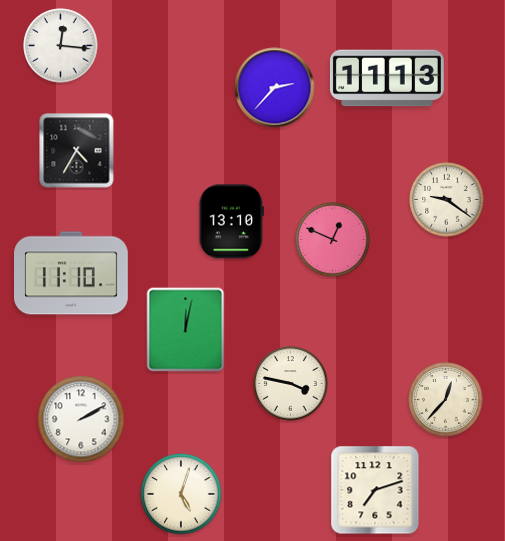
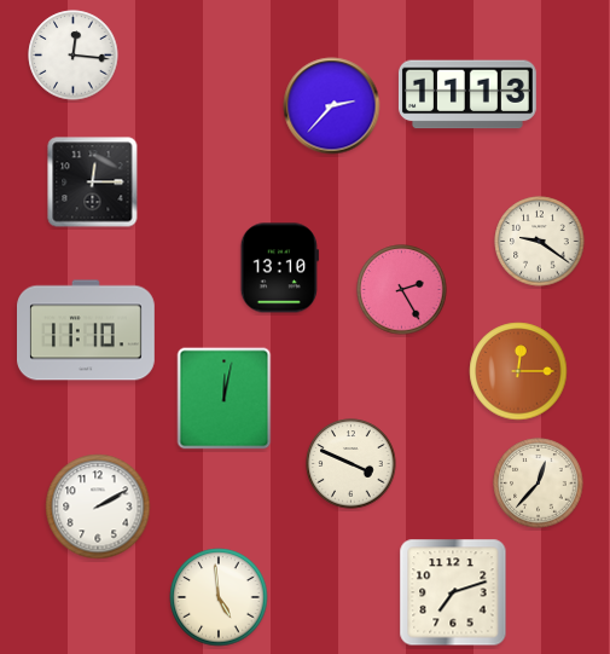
clock at (77, 151): 4:35 -> 12:15
clock at (333, 240): 12:49 -> 2:25
clock at (518, 371): none -> 12:15
clock at (291, 384): 3:47 -> 3:49
clock at (181, 494): 5:03 -> 4:59
